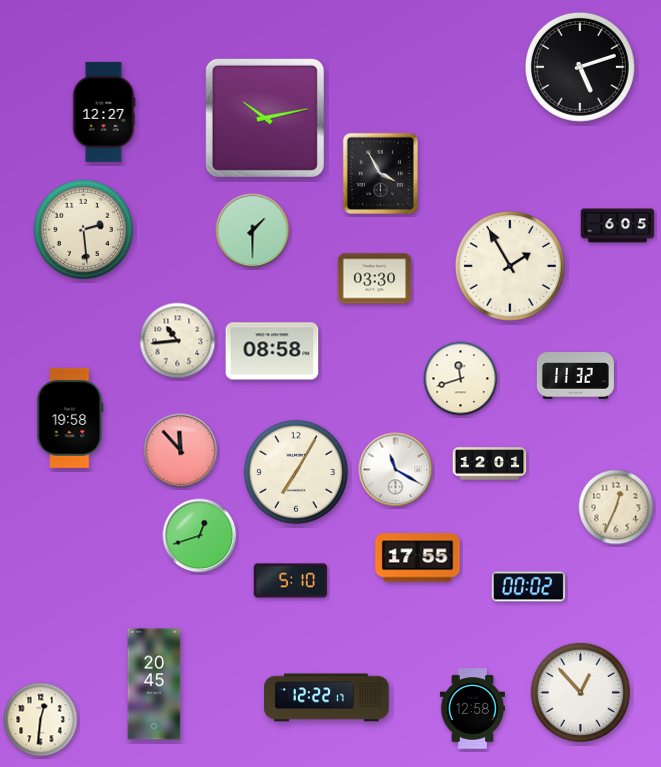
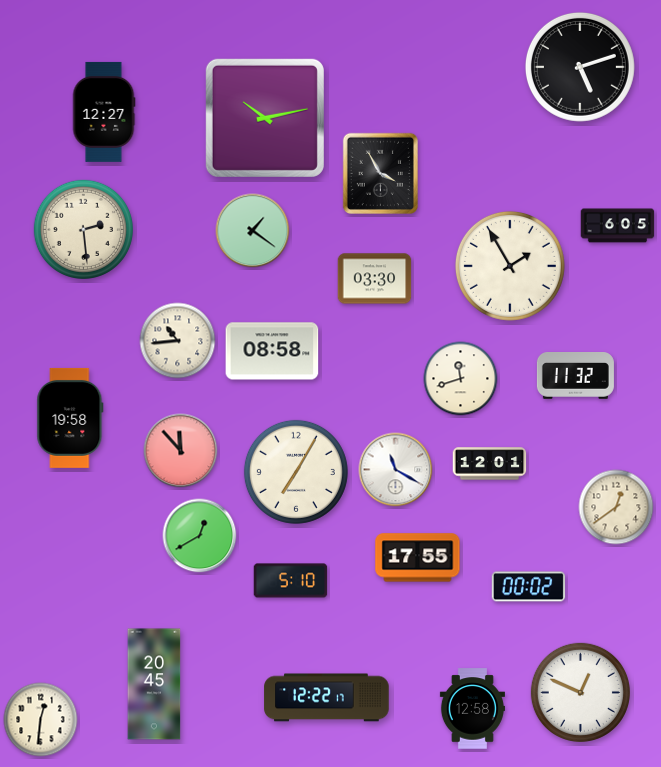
clock at (253, 231): 1:30 -> 1:21
clock at (616, 507): 12:34 -> 12:39
clock at (200, 536): 12:42 -> 12:40
clock at (580, 692): 12:53 -> 12:49
